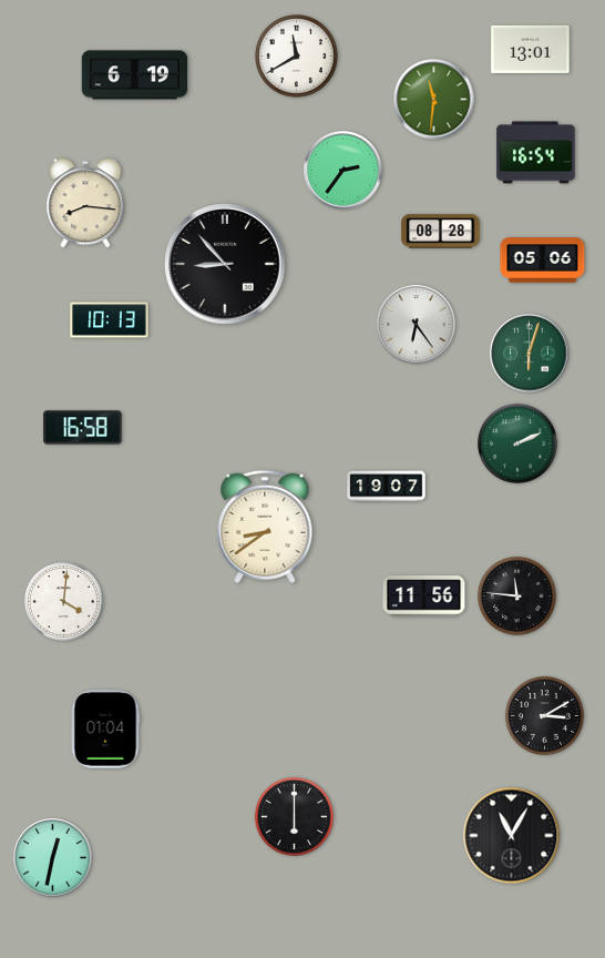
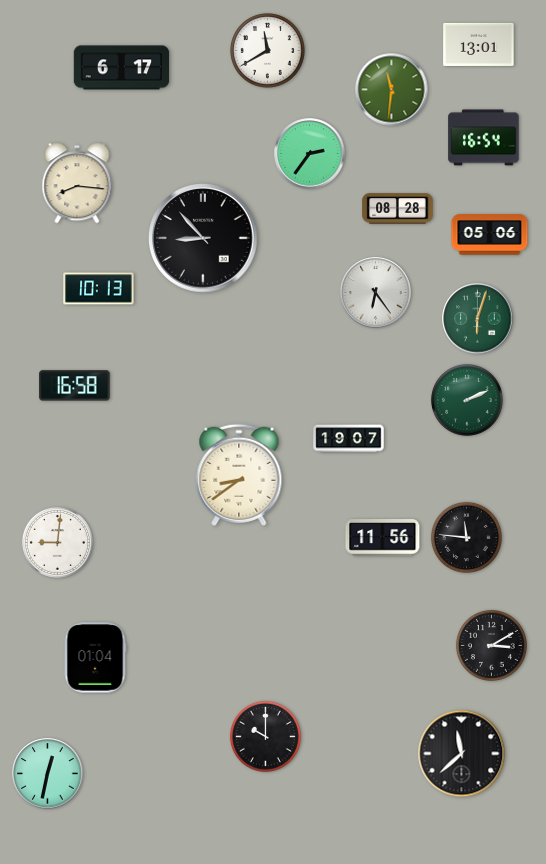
clock at (135, 75): 6:19 -> 6:17
clock at (63, 601): 4:01 -> 9:01
clock at (294, 816): 6:00 -> 10:00
clock at (512, 836): 11:05 -> 11:38
